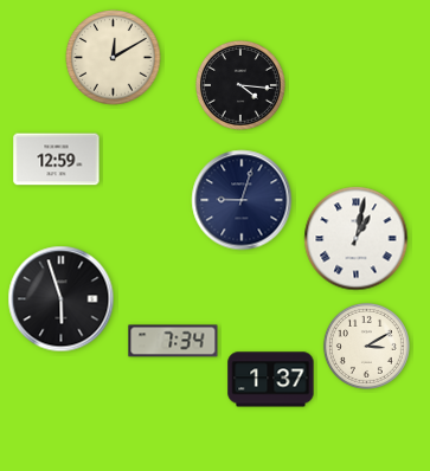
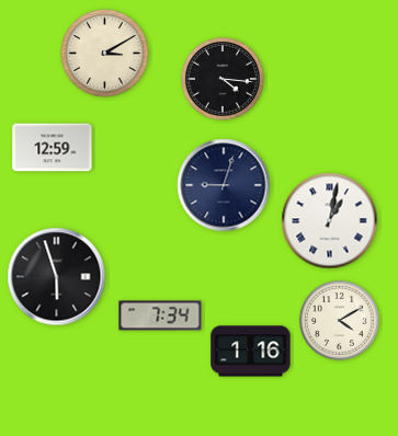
clock at (114, 58): 12:10 -> 3:10
clock at (366, 346): 3:10 -> 4:10
clock at (271, 380): 1:37 -> 1:16
